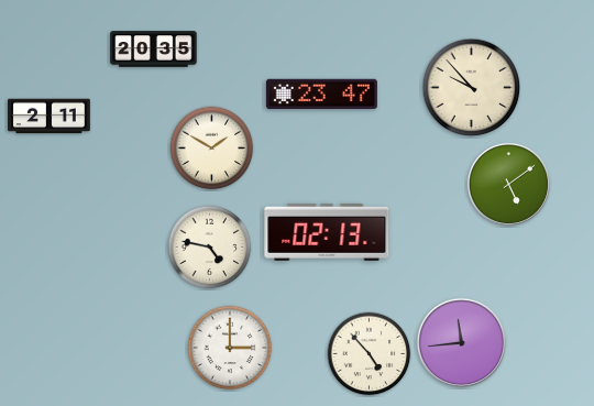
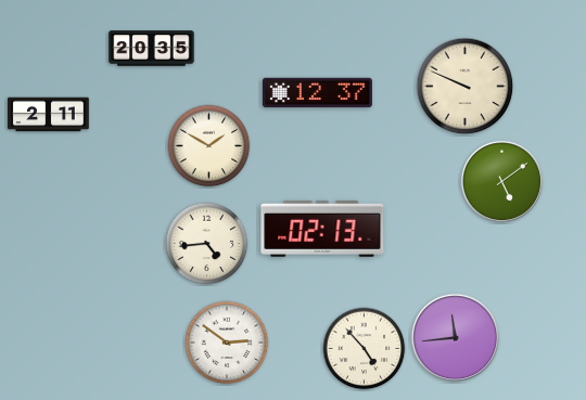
clock at (472, 88): 9:53 -> 9:49
clock at (321, 95): 23:47 -> 12:37
clock at (210, 248): 4:47 -> 4:44
clock at (230, 348): 3:00 -> 2:51
